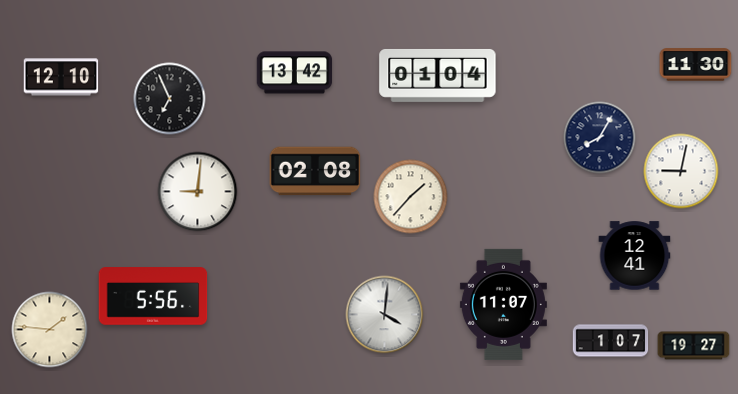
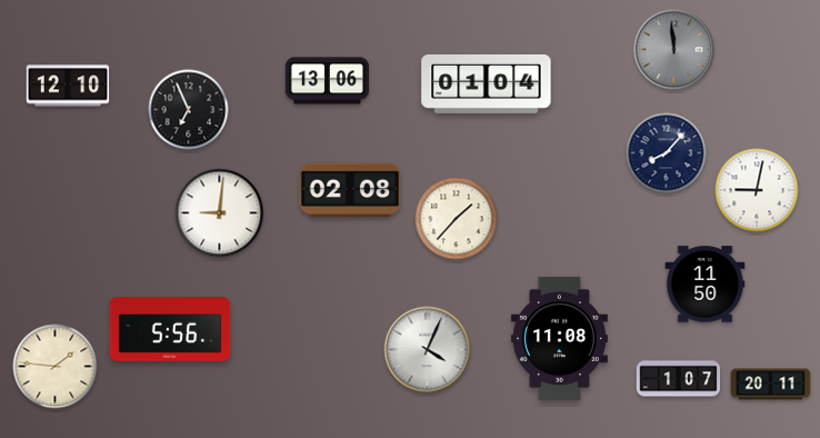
clock at (674, 50): none -> 11:59
clock at (696, 65): 11:30 -> none
clock at (295, 73): 13:42 -> 13:06
clock at (600, 138): 8:05 -> 8:07
clock at (635, 256): 12:41 -> 11:50
clock at (503, 304): 11:07 -> 11:08
clock at (385, 315): 4:01 -> 4:04
clock at (694, 346): 19:27 -> 20:11
